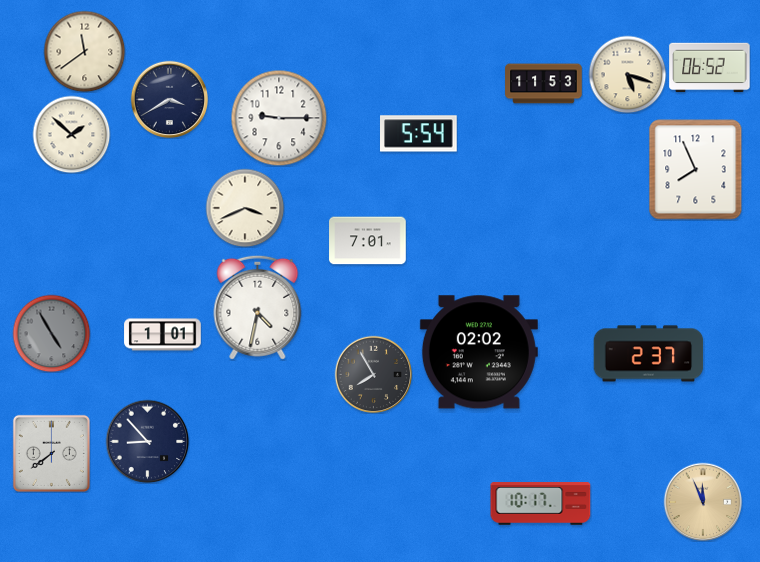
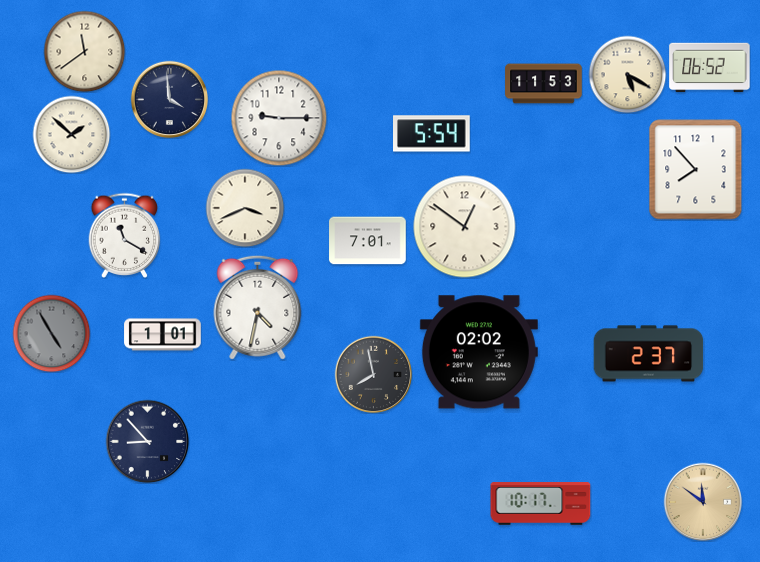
clock at (627, 74): 5:18 -> 5:20
clock at (169, 99): 3:40 -> 3:59
clock at (419, 134) position: (419, 134) -> (432, 134)
clock at (696, 170): 7:56 -> 7:53
clock at (465, 227): none -> 12:51
clock at (125, 235): none -> 11:20
clock at (373, 374): 7:55 -> 7:58
clock at (51, 453): 7:39 -> none
clock at (703, 502): 11:56 -> 11:51
